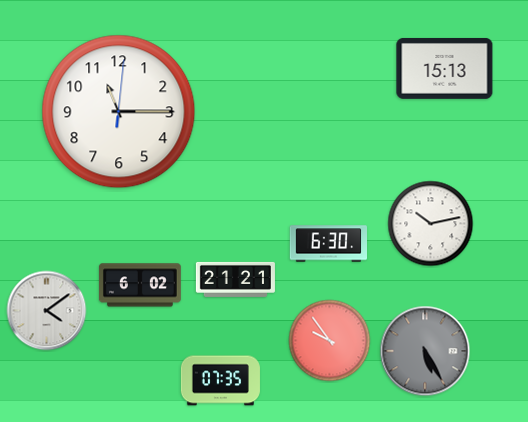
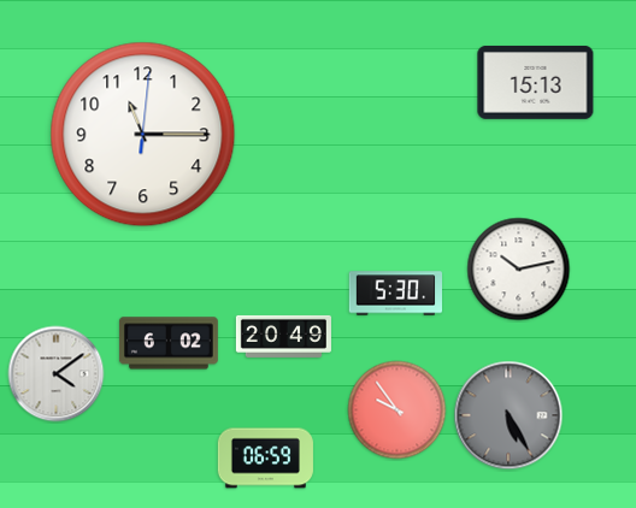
clock at (328, 244): 6:30 -> 5:30
clock at (235, 279): 21:21 -> 20:49
clock at (425, 351) position: (425, 351) -> (508, 415)
clock at (220, 381): 07:35 -> 06:59
